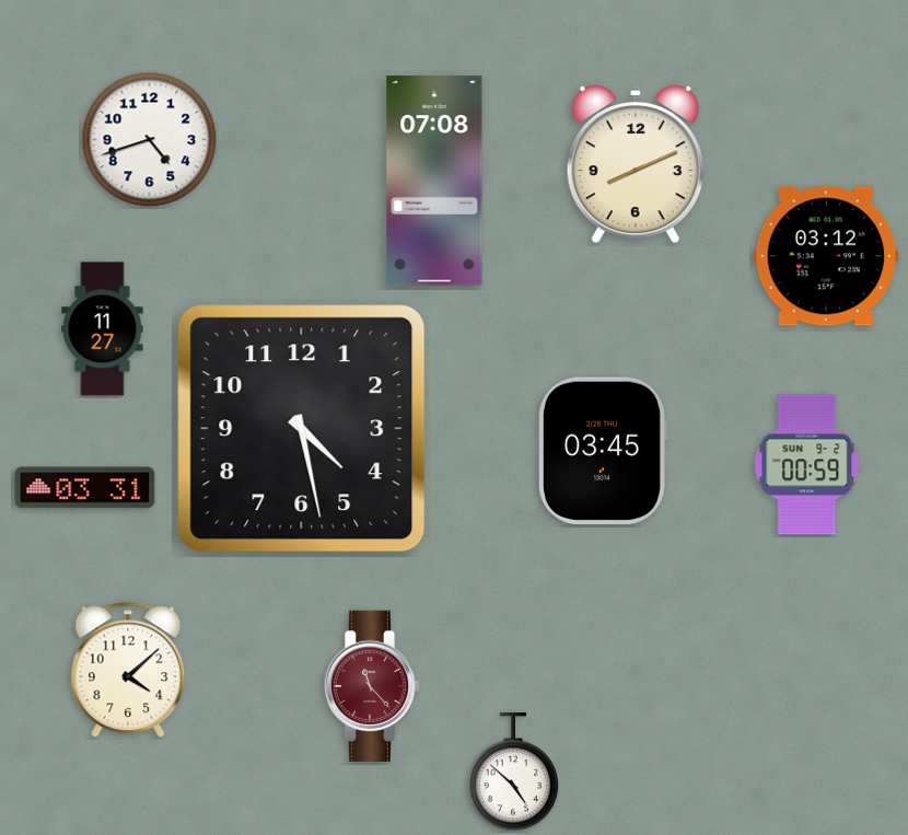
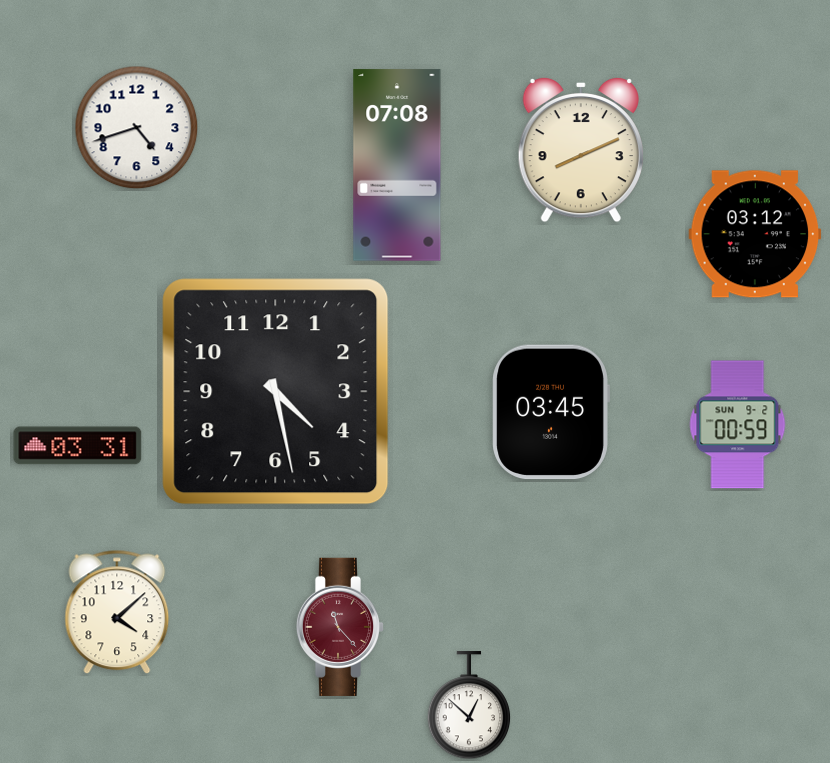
clock at (103, 329): 11:27 -> none
clock at (513, 773): 4:52 -> 12:52
